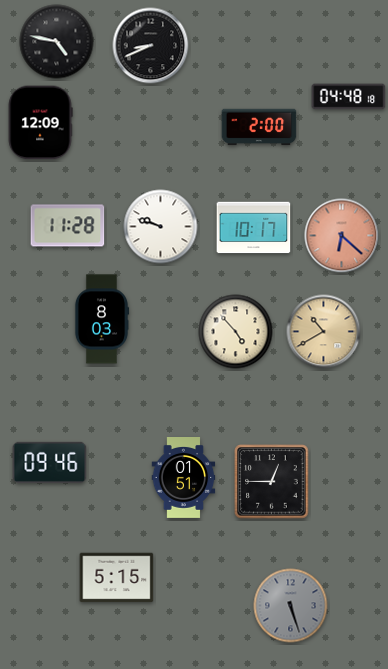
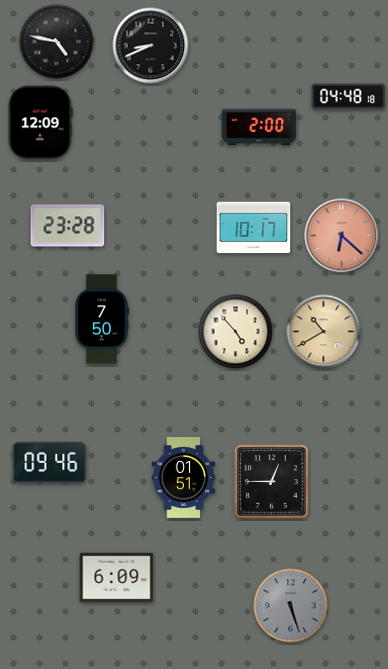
clock at (68, 226): 11:28 -> 23:28
clock at (161, 227): 9:48 -> none
clock at (102, 319): 8:03 -> 7:50
clock at (117, 578): 5:15 -> 6:09
